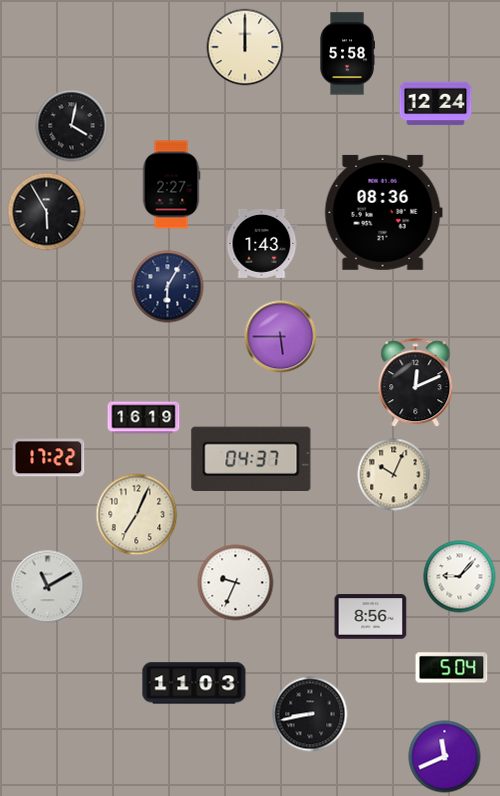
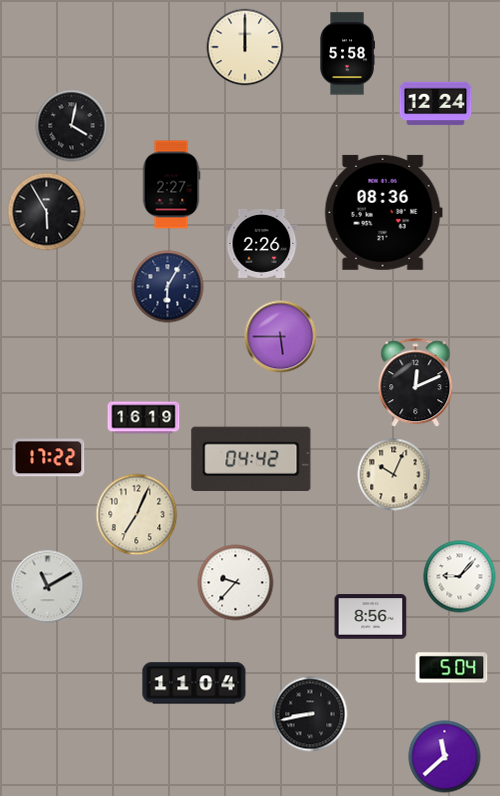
clock at (262, 243): 1:43 -> 2:26
clock at (251, 459): 04:37 -> 04:42
clock at (236, 583): 9:34 -> 9:37
clock at (194, 683): 11:03 -> 11:04
clock at (445, 757): 11:41 -> 11:38
